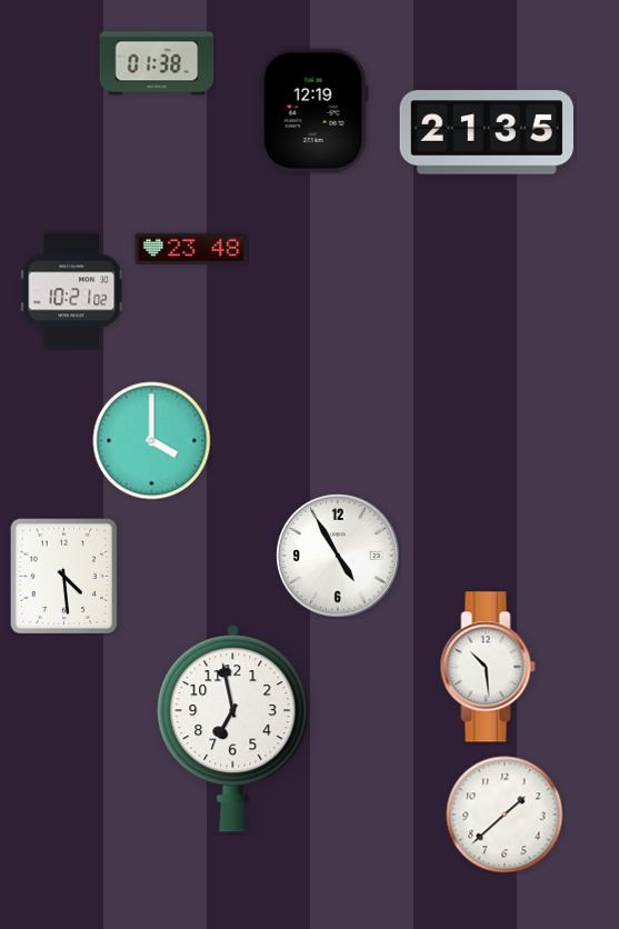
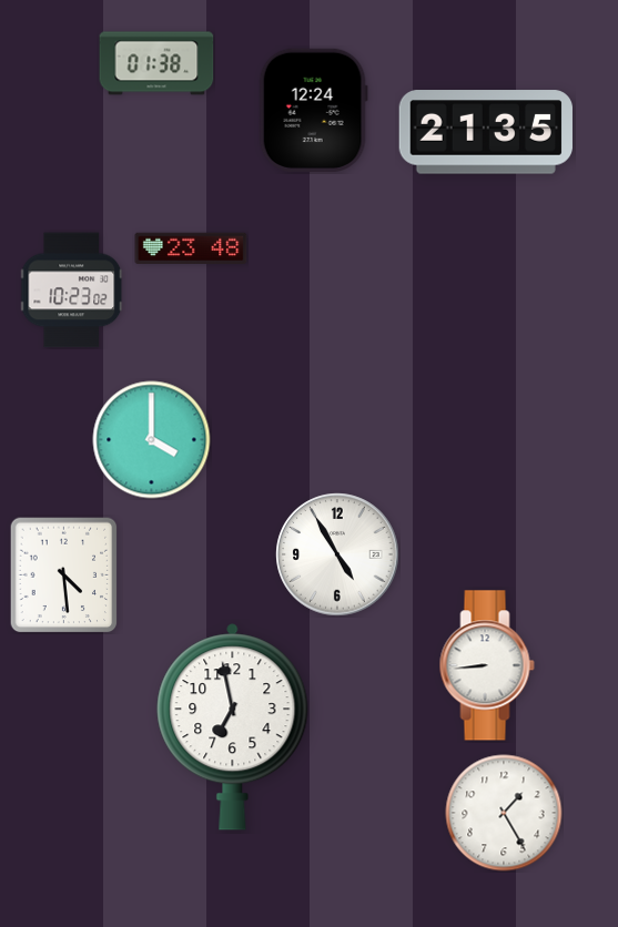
clock at (313, 110): 12:19 -> 12:24
clock at (72, 291): 10:21 -> 10:23
clock at (488, 667): 10:29 -> 8:44
clock at (505, 815): 1:38 -> 1:25
